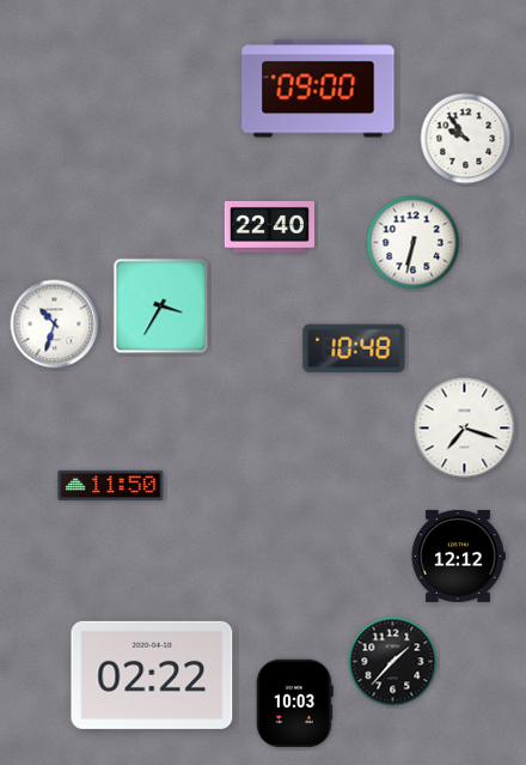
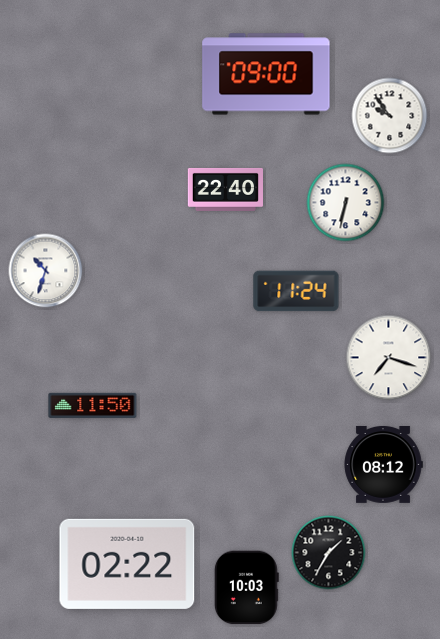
clock at (161, 306): 3:35 -> none
clock at (354, 348): 10:48 -> 11:24
clock at (458, 557): 12:12 -> 08:12
clock at (393, 662): 1:37 -> 1:35
